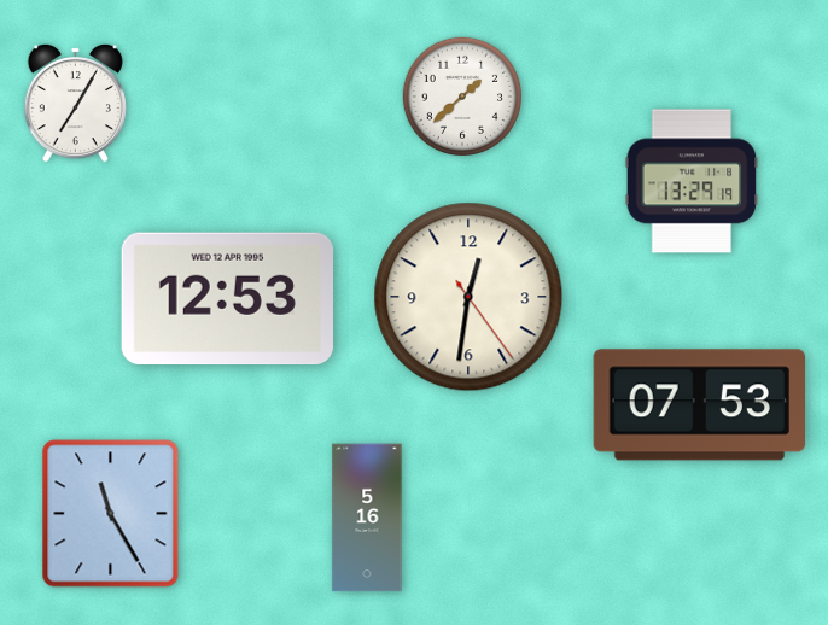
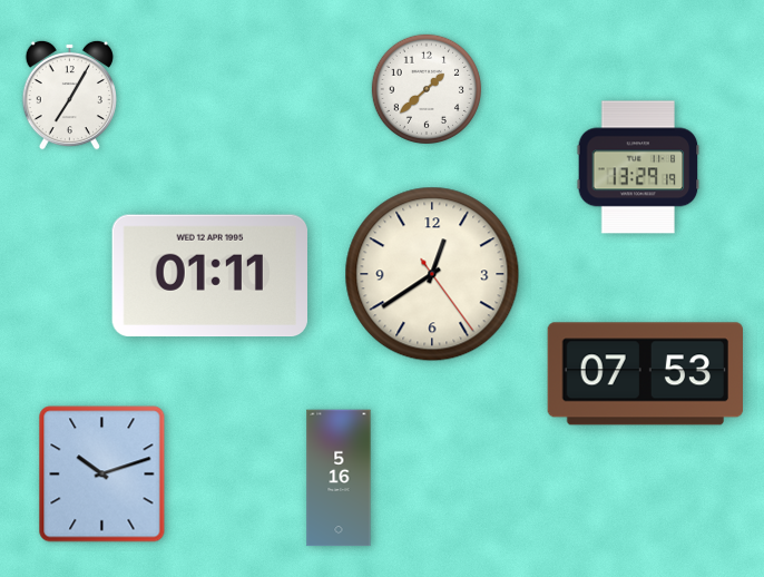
clock at (468, 297): 12:31 -> 12:39
clock at (227, 299): 12:53 -> 01:11
clock at (111, 514): 11:25 -> 10:12
